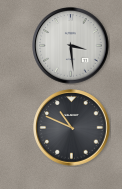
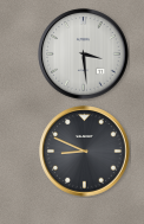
clock at (72, 128): 10:49 -> 8:49
